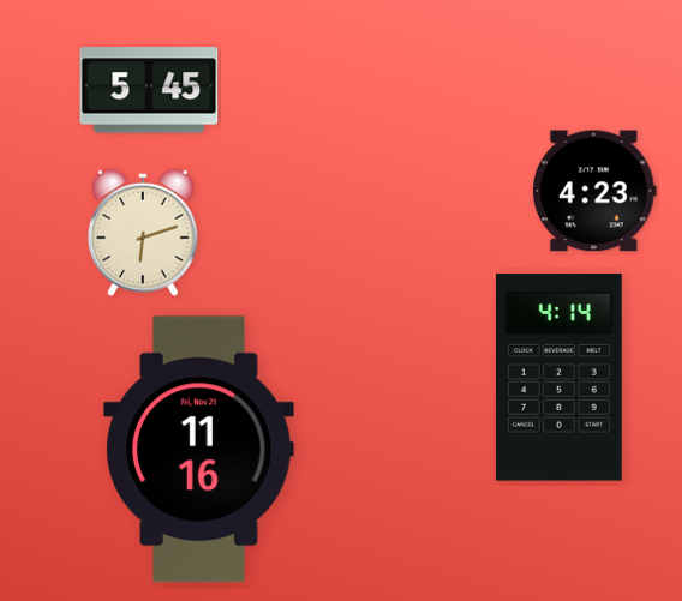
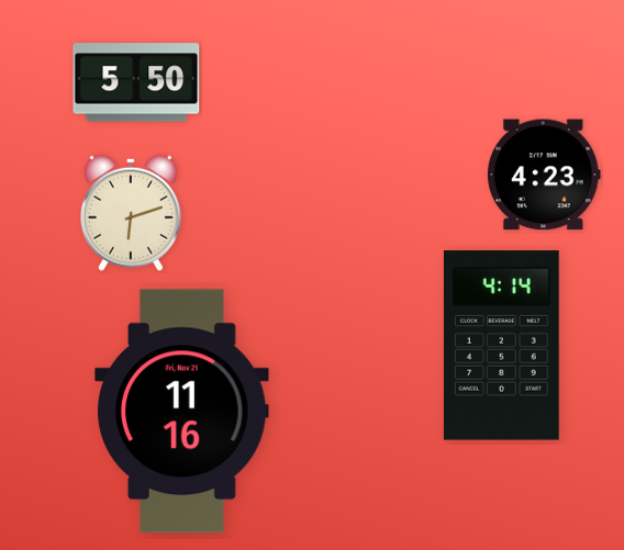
clock at (149, 90): 5:45 -> 5:50
clock at (558, 378) position: (558, 378) -> (501, 346)
